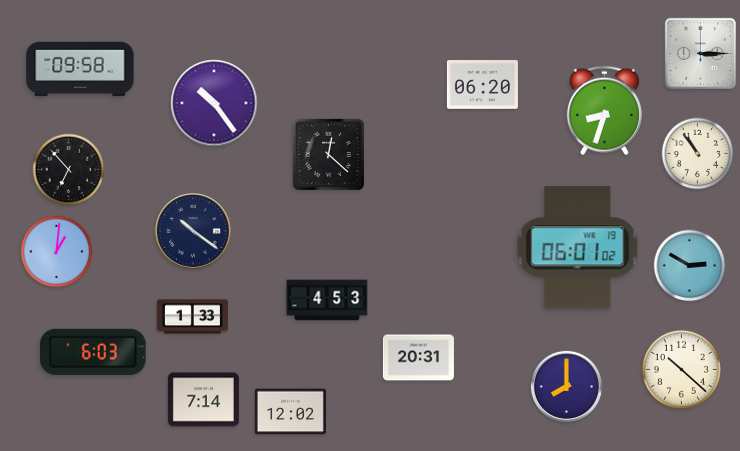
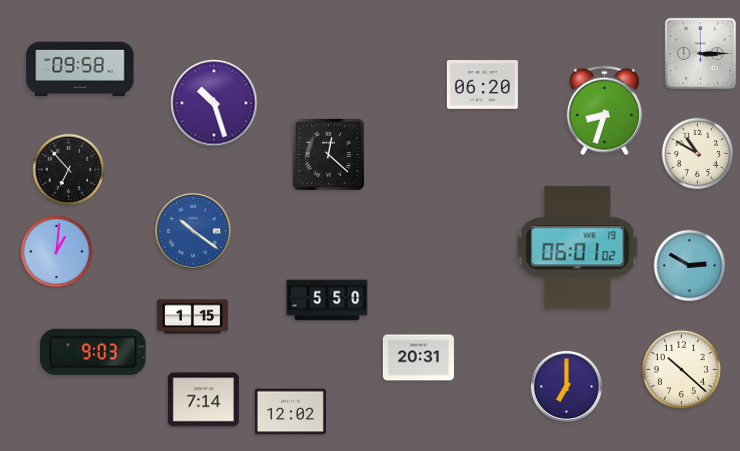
clock at (214, 103): 10:24 -> 10:27
clock at (698, 154): 10:54 -> 10:50
clock at (194, 232) dial: navy -> blue
clock at (327, 300): 4:53 -> 5:50
clock at (192, 317): 1:33 -> 1:15
clock at (93, 352): 6:03 -> 9:03
clock at (566, 386): 8:00 -> 7:00
